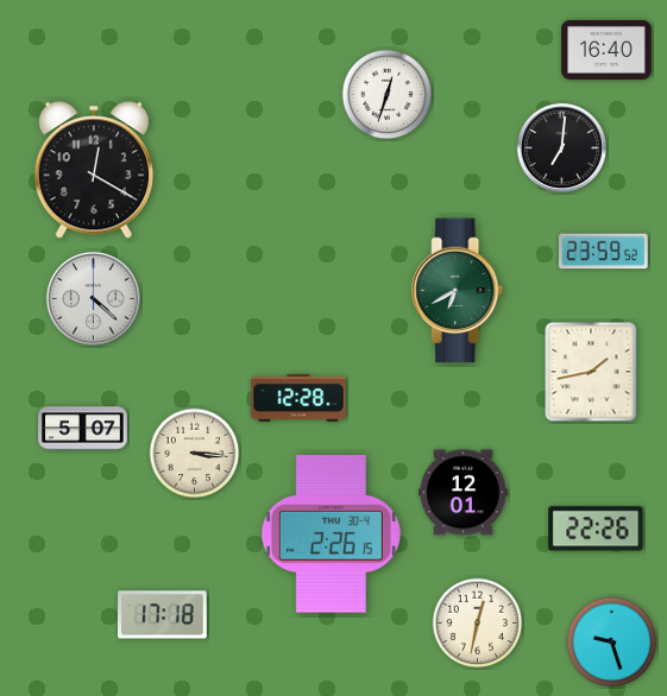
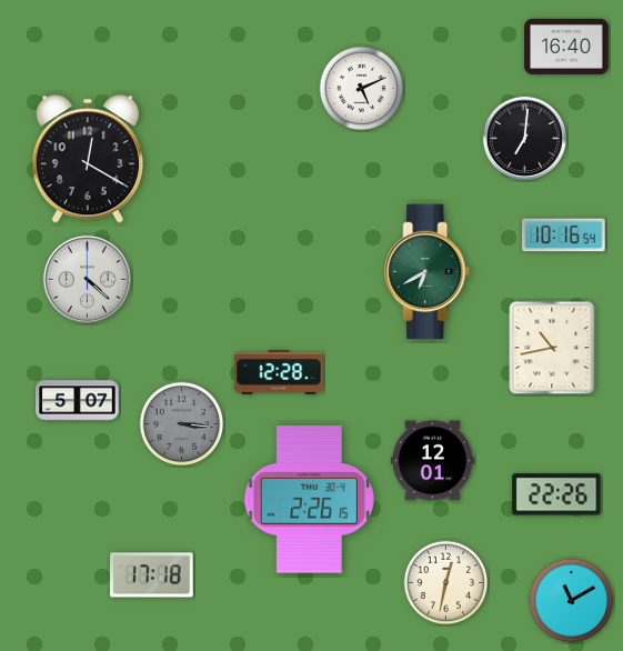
clock at (388, 95): 12:33 -> 5:11
clock at (604, 252): 23:59 -> 10:16
clock at (591, 372): 1:43 -> 10:43
clock at (195, 454) dial: cream -> grey
clock at (612, 643): 9:27 -> 11:10
